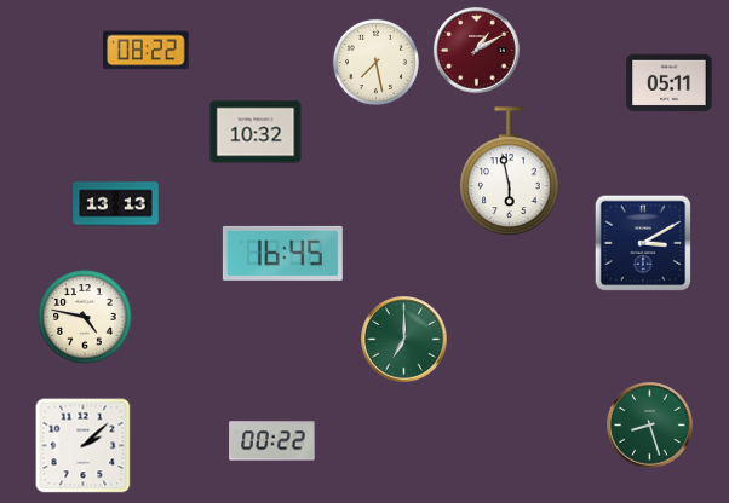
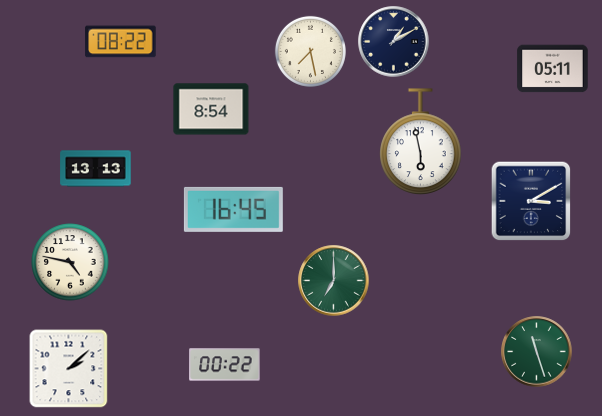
clock at (477, 51) dial: burgundy -> navy
clock at (256, 132): 10:32 -> 8:54
clock at (650, 426): 8:27 -> 11:27
